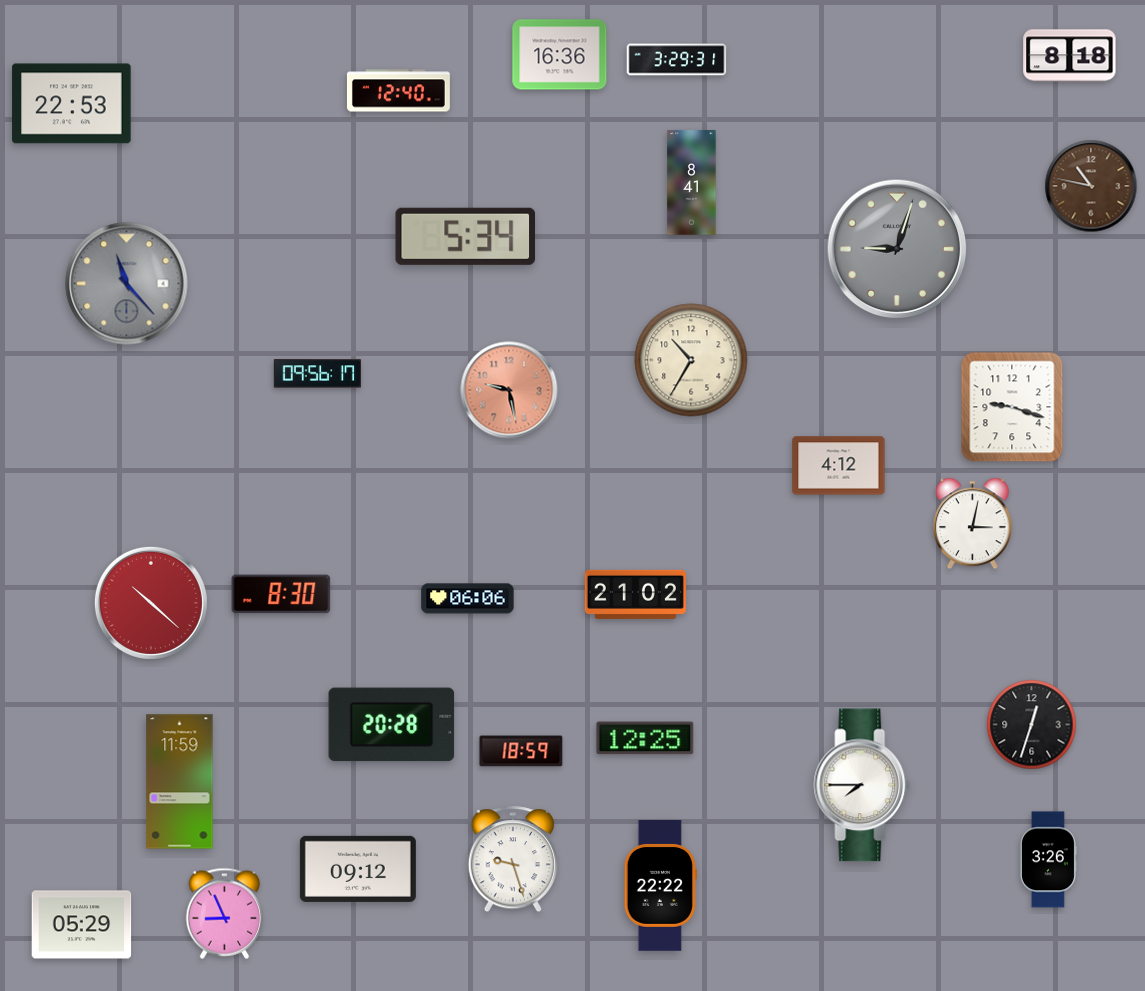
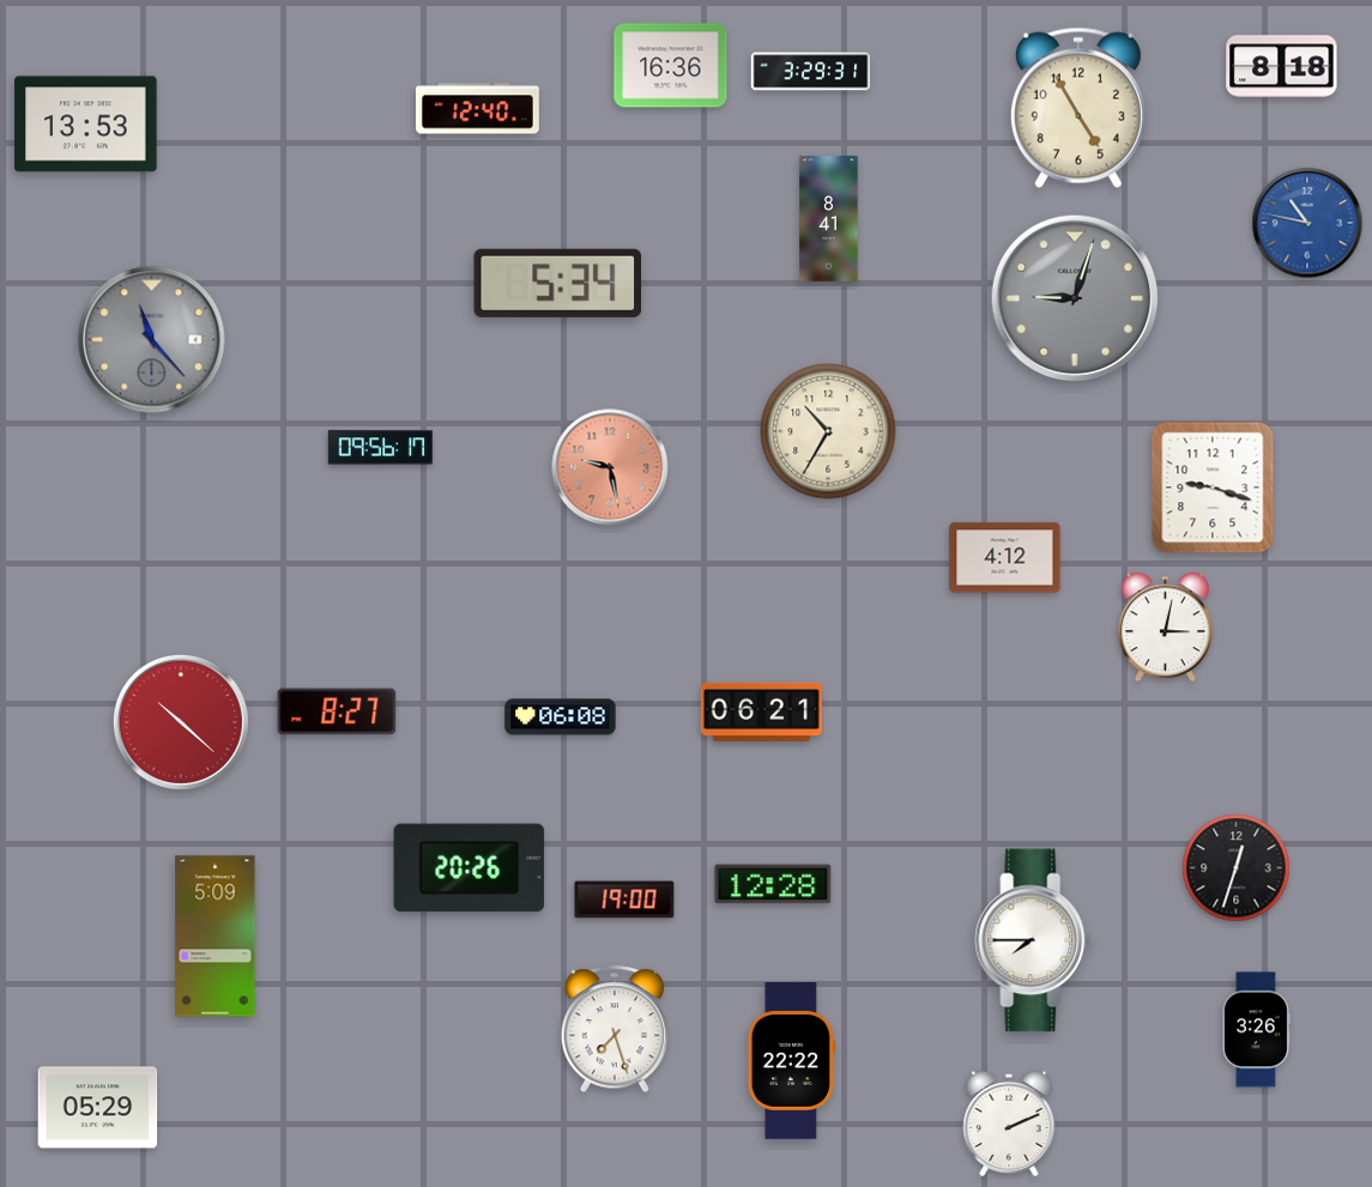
clock at (1078, 108): none -> 4:55
clock at (72, 104): 22:53 -> 13:53
clock at (1091, 186) dial: brown -> blue
clock at (281, 594): 8:30 -> 8:27
clock at (635, 594): 21:02 -> 06:21
clock at (468, 599): 06:06 -> 06:08
clock at (392, 725): 20:28 -> 20:26
clock at (645, 738): 12:25 -> 12:28
clock at (521, 751): 18:59 -> 19:00
clock at (180, 782): 11:59 -> 5:09
clock at (512, 860): 9:27 -> 7:27
clock at (358, 869): 09:12 -> none
clock at (225, 913): 8:56 -> none
clock at (1009, 1124): none -> 2:11
